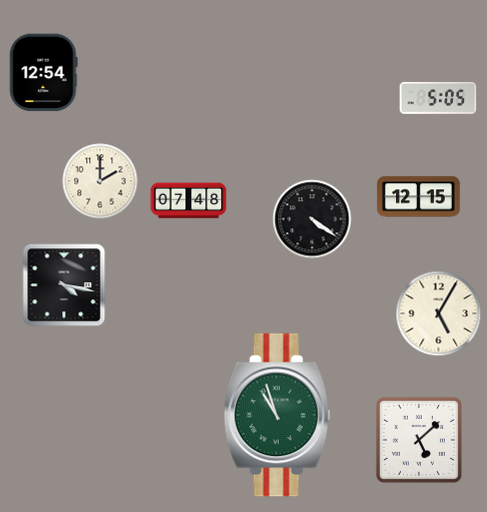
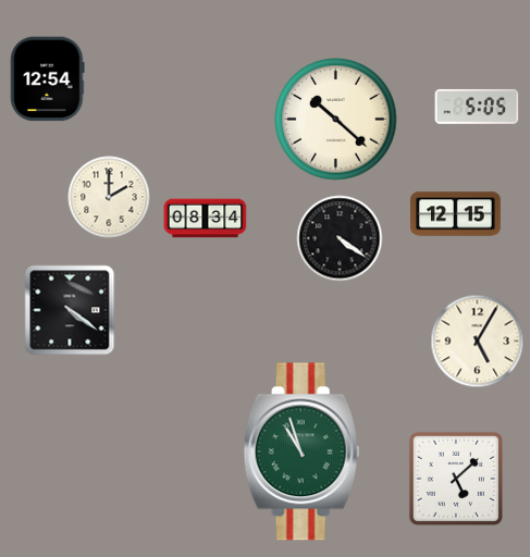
clock at (336, 120): none -> 10:22
clock at (189, 201): 07:48 -> 08:34
clock at (64, 285): 4:17 -> 4:21
